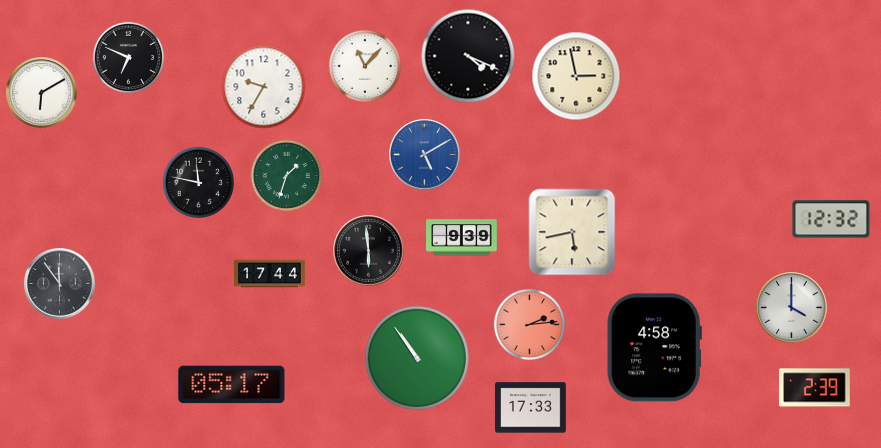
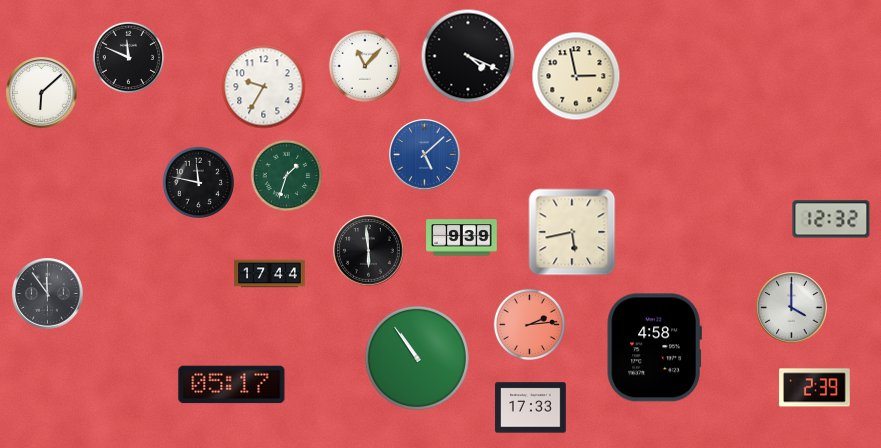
clock at (128, 57): 6:49 -> 11:49
clock at (42, 93): 6:10 -> 6:08
clock at (425, 155): 5:10 -> 5:08
clock at (60, 284) position: (60, 284) -> (48, 294)
